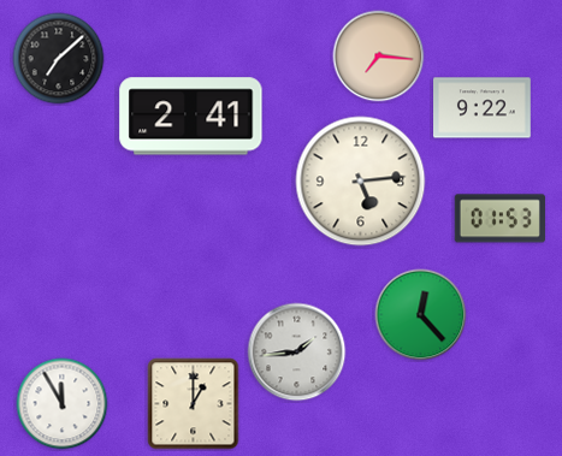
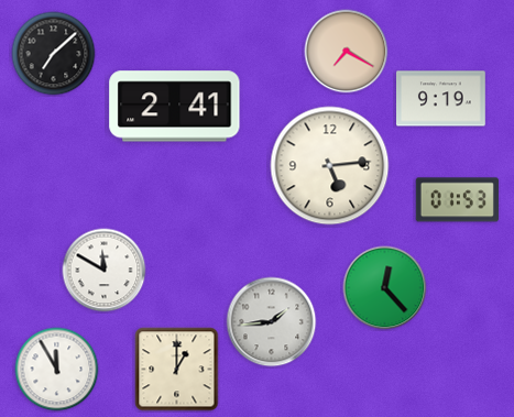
clock at (379, 57): 7:16 -> 7:20
clock at (483, 108): 9:22 -> 9:19
clock at (105, 271): none -> 11:50
